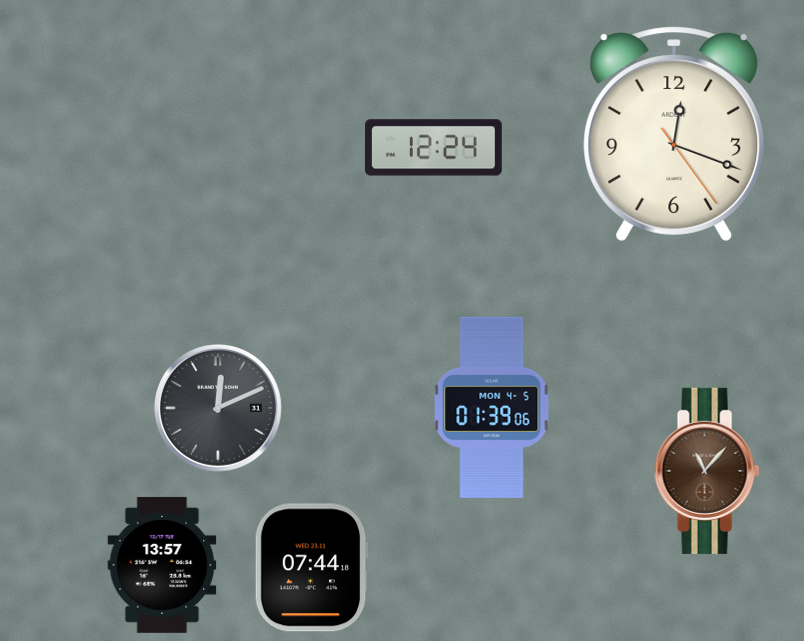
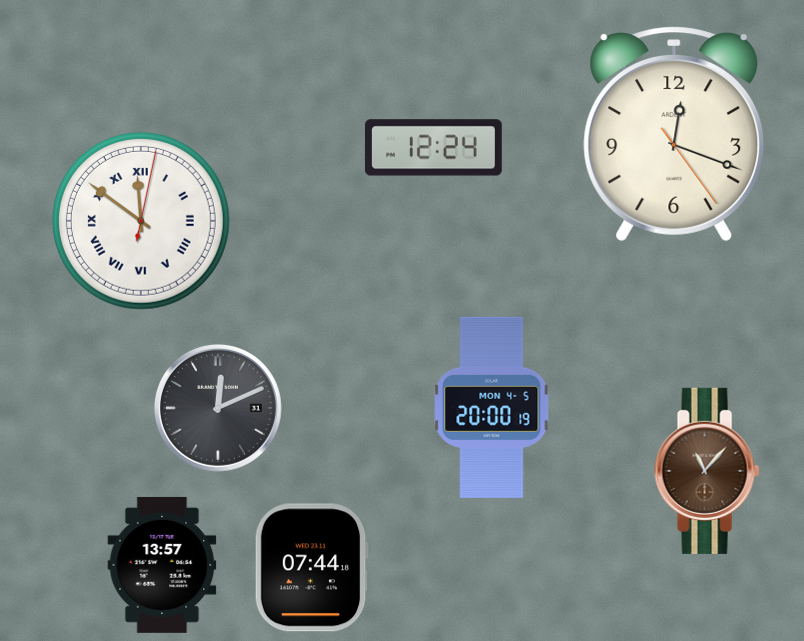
clock at (141, 221): none -> 11:51
clock at (492, 407): 01:39 -> 20:00
